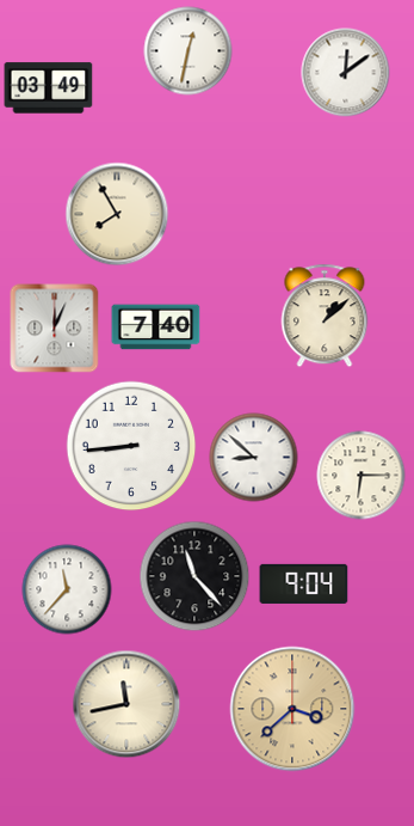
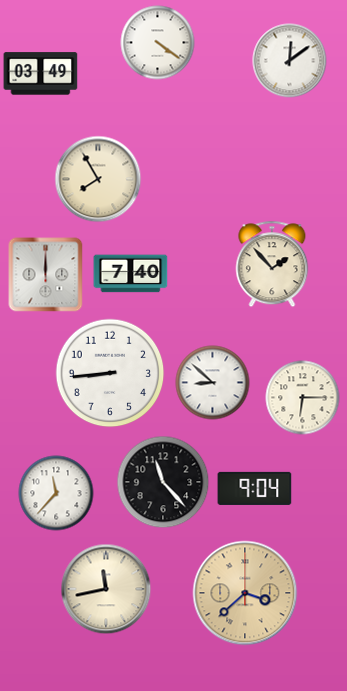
clock at (189, 51): 12:32 -> 4:21
clock at (325, 316): 1:08 -> 1:53
clock at (55, 329): 12:04 -> 12:00
